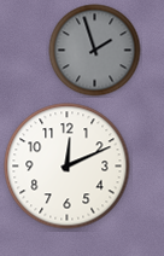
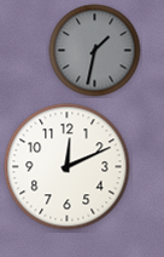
clock at (95, 51): 1:57 -> 1:32
